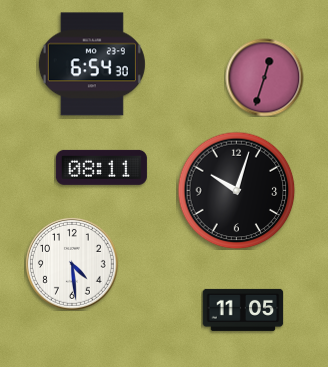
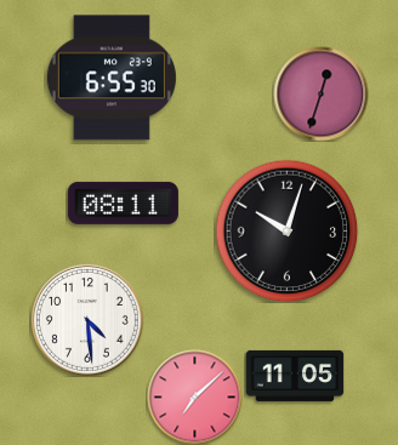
clock at (92, 64): 6:54 -> 6:55
clock at (194, 396): none -> 7:08
